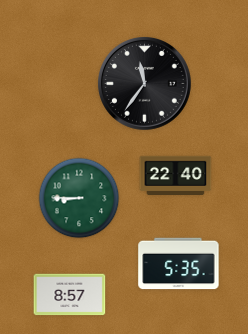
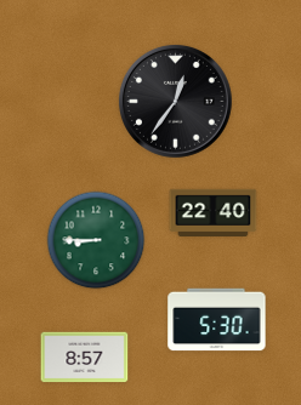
clock at (144, 83): 11:36 -> 12:36
clock at (179, 264): 5:35 -> 5:30
